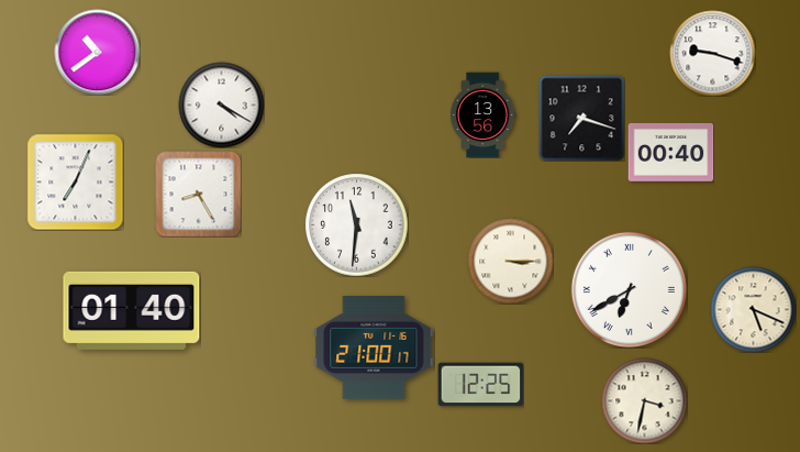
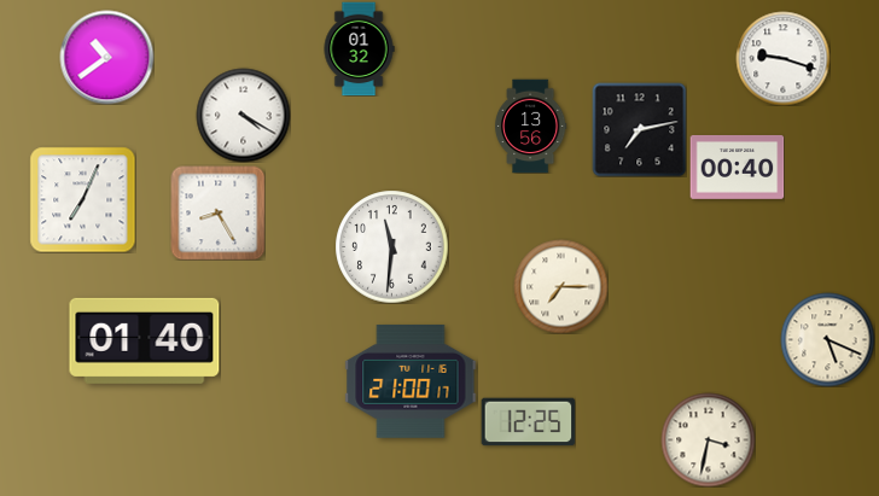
clock at (359, 48): none -> 01:32
clock at (581, 118): 7:18 -> 7:13
clock at (510, 261): 3:15 -> 7:15
clock at (629, 289): 6:40 -> none
